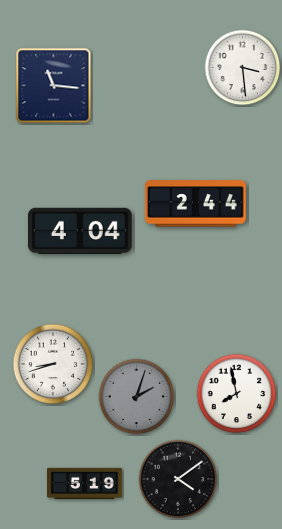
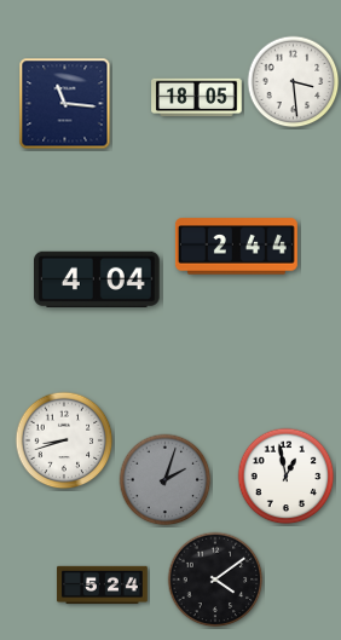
clock at (197, 98): none -> 18:05
clock at (237, 394): 7:58 -> 12:58
clock at (85, 484): 5:19 -> 5:24
